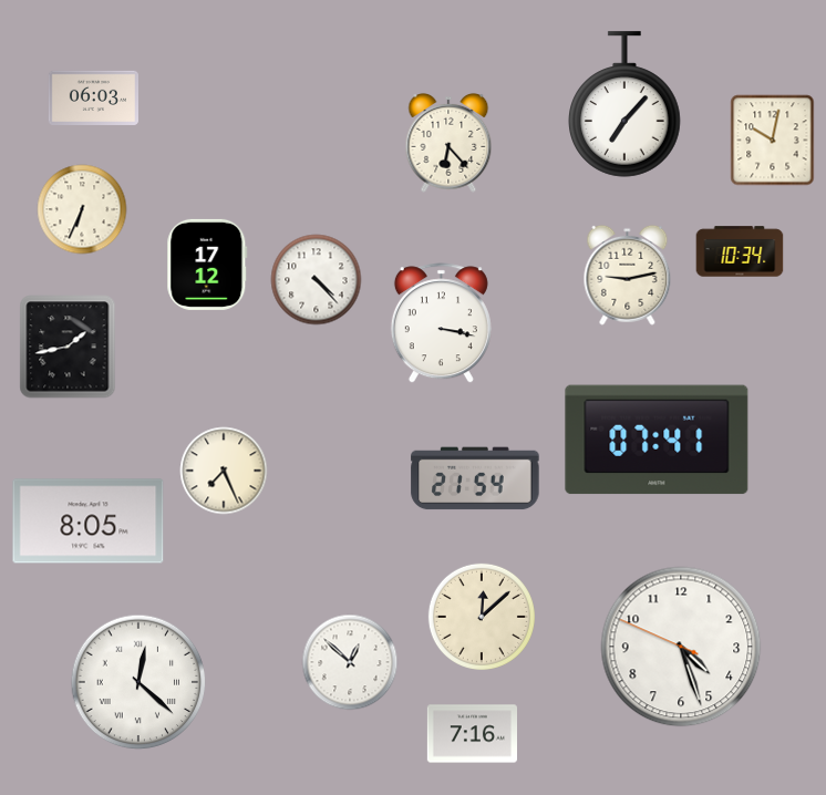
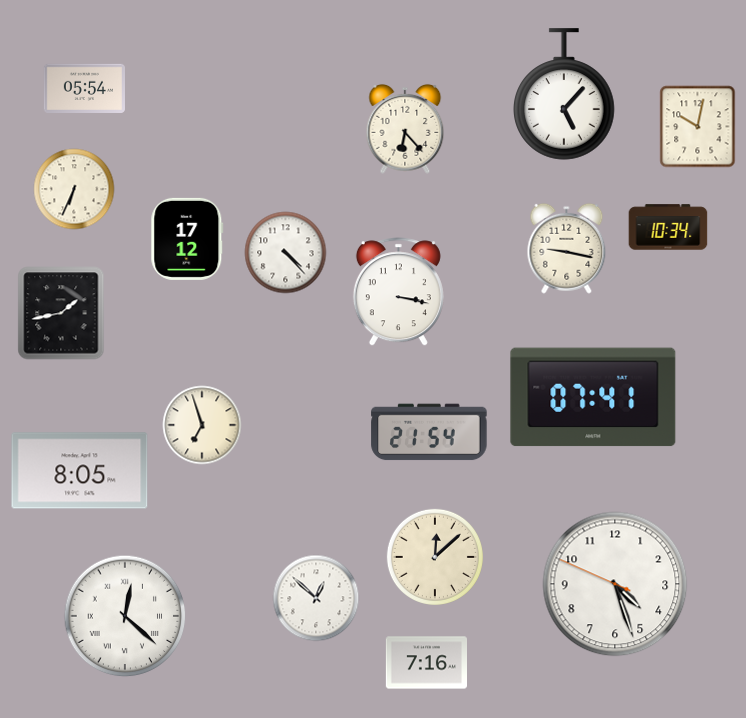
clock at (93, 97): 06:03 -> 05:54
clock at (626, 104): 7:07 -> 5:07
clock at (628, 275): 9:13 -> 9:17
clock at (224, 471): 7:26 -> 6:57
